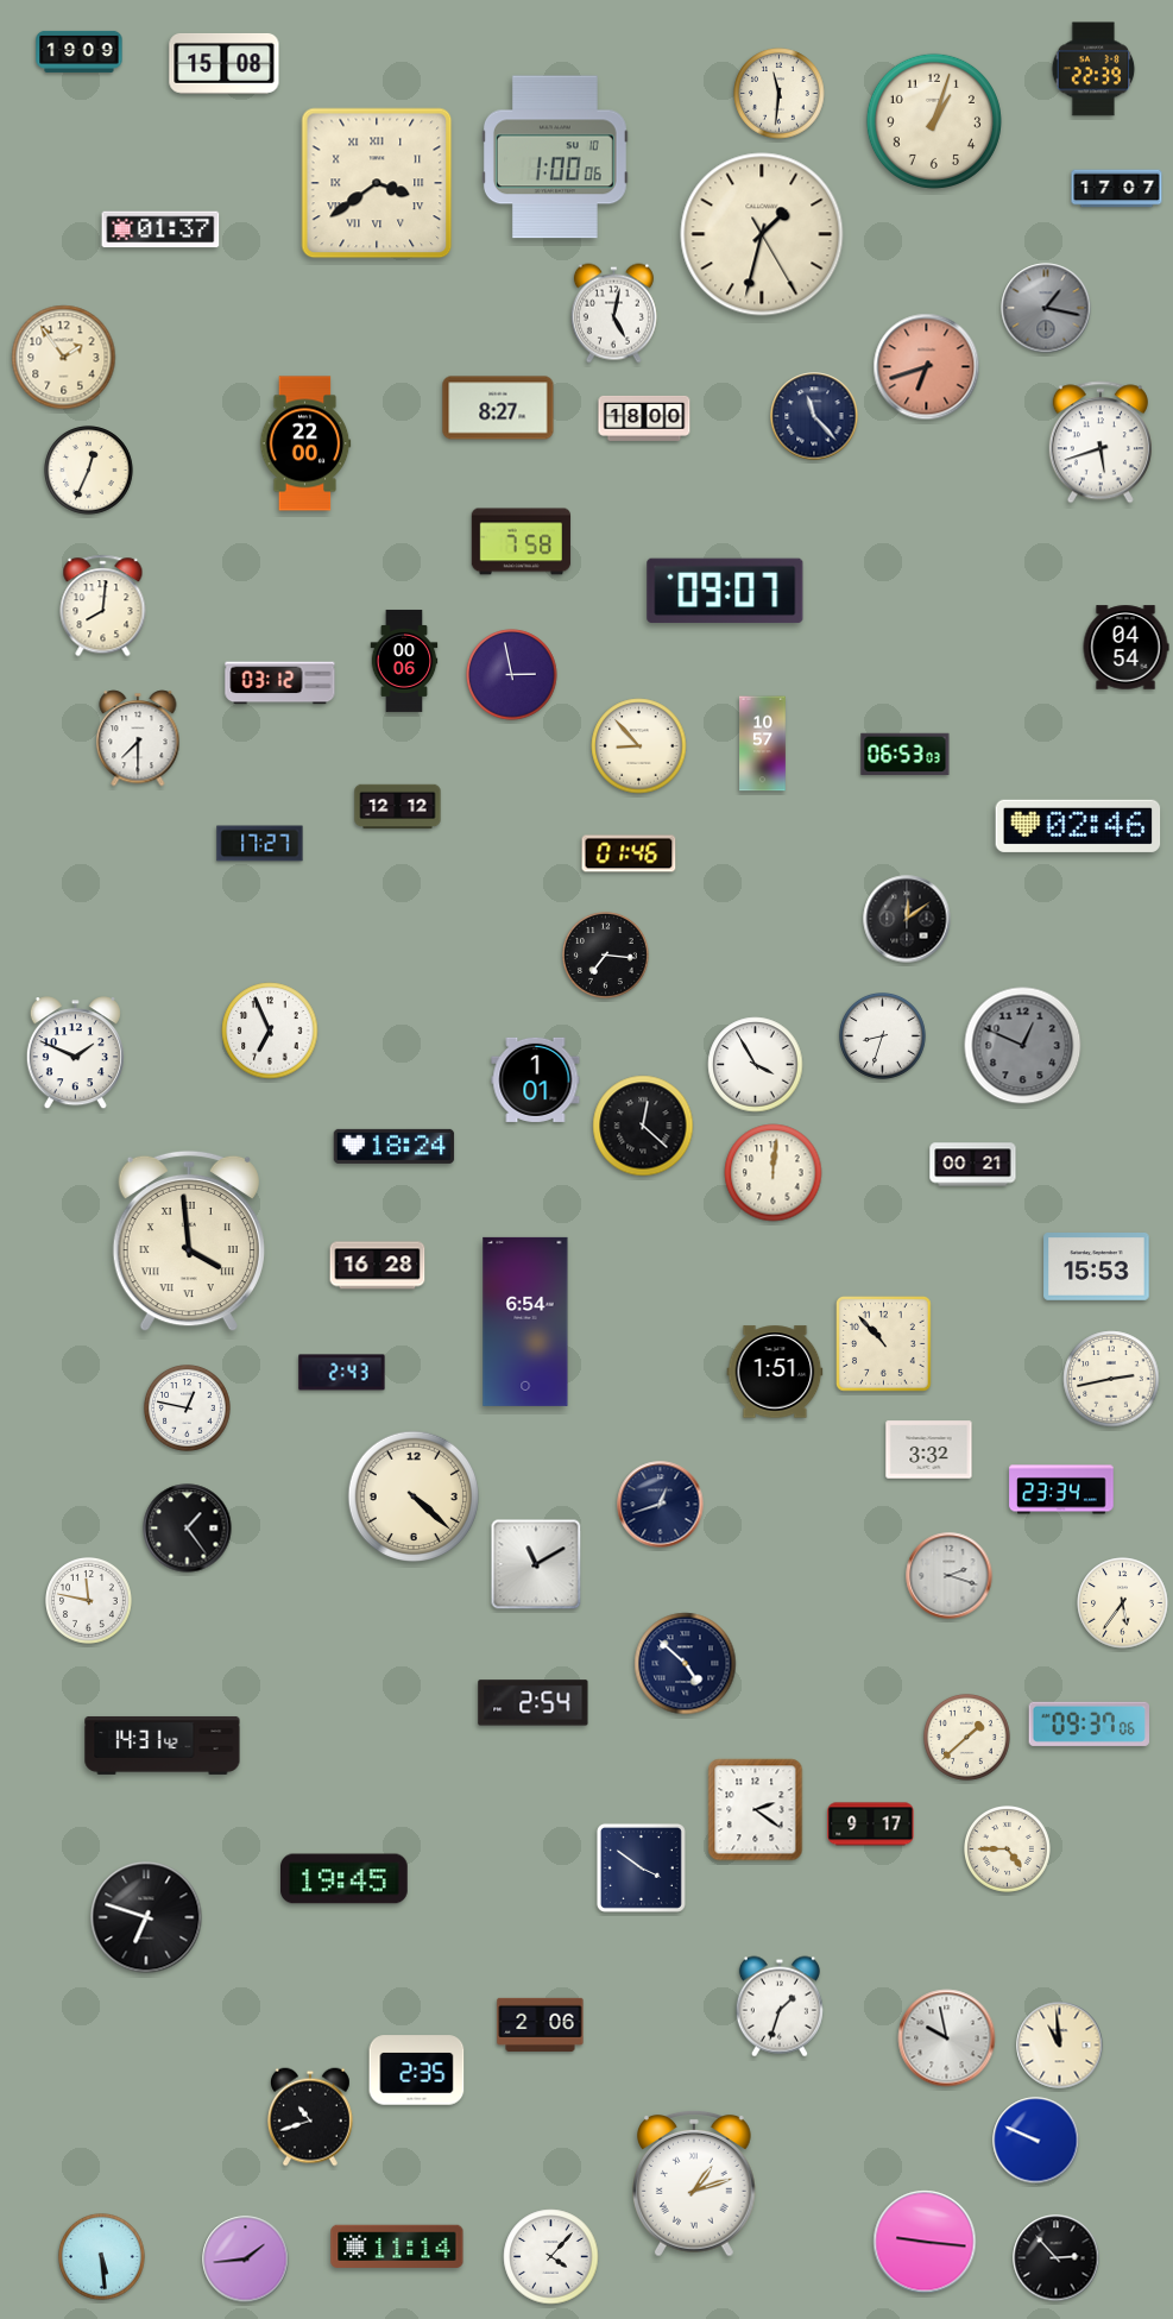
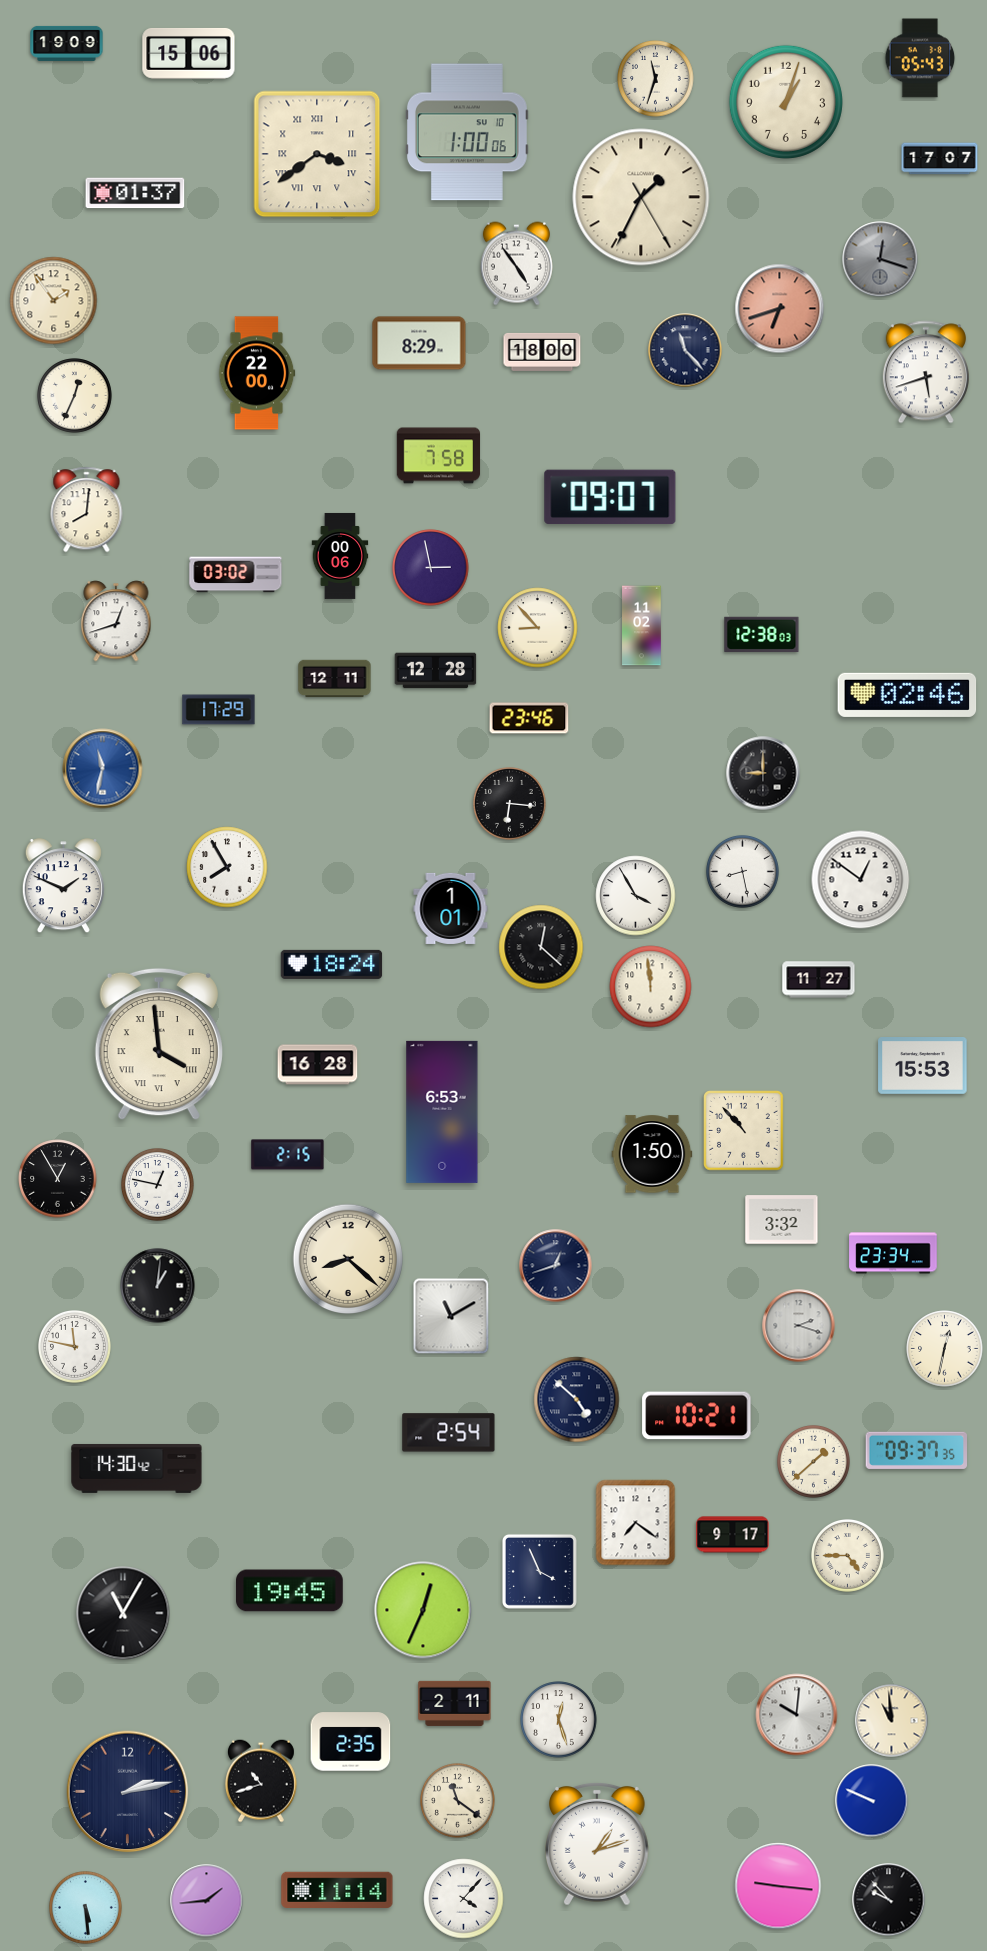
clock at (225, 64): 15:08 -> 15:06
clock at (1093, 69): 22:39 -> 05:43
clock at (780, 94): 11:31 -> 11:33
clock at (762, 234): 1:32 -> 1:34
clock at (1046, 308): 1:17 -> 12:18
clock at (613, 314): 5:02 -> 4:54
clock at (498, 408): 8:27 -> 8:29
clock at (1125, 648): 04:54 -> none
clock at (280, 683): 03:12 -> 03:02
clock at (138, 738): 7:30 -> 12:42
clock at (763, 744): 10:57 -> 11:02
clock at (906, 754): 06:53 -> 12:38
clock at (436, 671): none -> 12:28
clock at (398, 807): 12:12 -> 12:11
clock at (260, 844): 17:27 -> 17:29
clock at (629, 853): 01:46 -> 23:46
clock at (103, 769): none -> 11:32
clock at (907, 919): 12:09 -> 9:00
clock at (606, 956): 7:16 -> 6:16
clock at (270, 1031): 6:56 -> 7:55
clock at (883, 1036): 8:33 -> 8:28
clock at (1023, 1046): 12:49 -> 12:51
clock at (1023, 1046) dial: grey -> white
clock at (973, 1165): 00:21 -> 11:27
clock at (774, 1173): 12:01 -> 11:59
clock at (525, 1322): 6:54 -> 6:53
clock at (775, 1372): 1:51 -> 1:50
clock at (342, 1373): 2:43 -> 2:15
clock at (1111, 1379): 2:43 -> none
clock at (58, 1179): none -> 12:55
clock at (412, 1495): 4:22 -> 8:22
clock at (188, 1529): 1:24 -> 1:01
clock at (1123, 1603): 5:36 -> 12:32
clock at (697, 1416): none -> 10:21
clock at (1089, 1724): 09:37:06 -> 09:37:35
clock at (163, 1745): 14:31 -> 14:30
clock at (756, 1810): 2:21 -> 7:21
clock at (641, 1867): 3:51 -> 3:56
clock at (345, 1879) position: (345, 1879) -> (290, 1591)
clock at (423, 1610): none -> 12:34
clock at (146, 1917): 6:48 -> 11:05
clock at (780, 2006): 1:33 -> none
clock at (541, 2024): 2:06 -> 2:11
clock at (947, 2038): 9:58 -> 10:01
clock at (559, 1720): none -> 12:27
clock at (128, 1792): none -> 2:13
clock at (458, 1801): none -> 11:21
clock at (695, 2185) position: (695, 2185) -> (598, 1845)
clock at (397, 2245) position: (397, 2245) -> (337, 1889)
clock at (102, 2257) position: (102, 2257) -> (86, 1908)
clock at (1057, 2258): 2:53 -> 9:53
